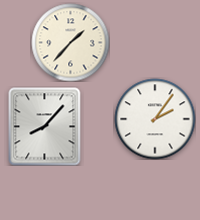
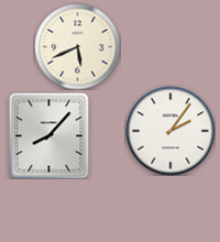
clock at (70, 42): 1:37 -> 5:41
clock at (45, 126) position: (45, 126) -> (50, 135)
